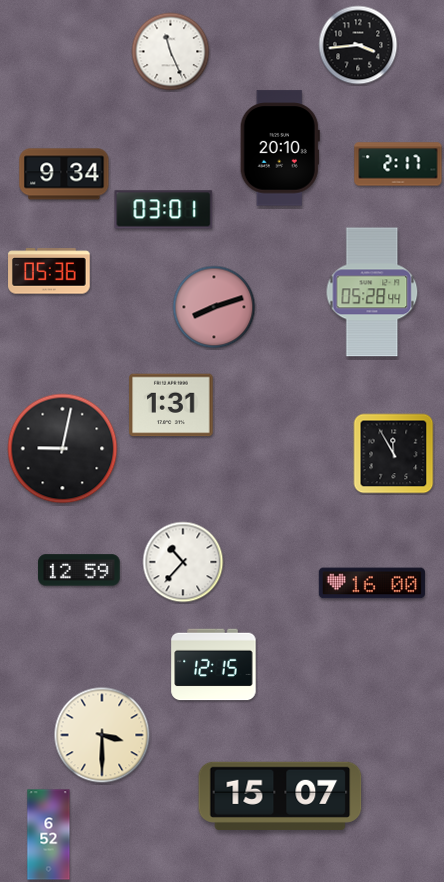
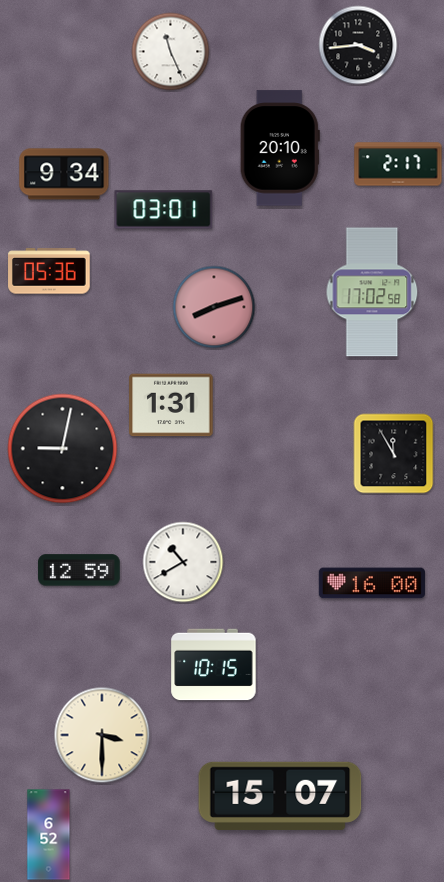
clock at (372, 292): 05:28 -> 17:02
clock at (183, 562): 10:37 -> 10:40
clock at (214, 665): 12:15 -> 10:15
